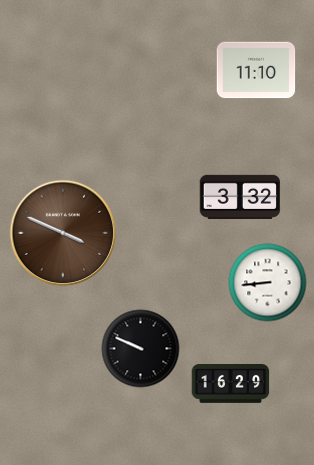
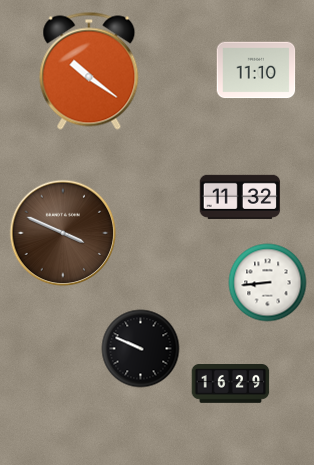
clock at (89, 71): none -> 10:21
clock at (240, 197): 3:32 -> 11:32
